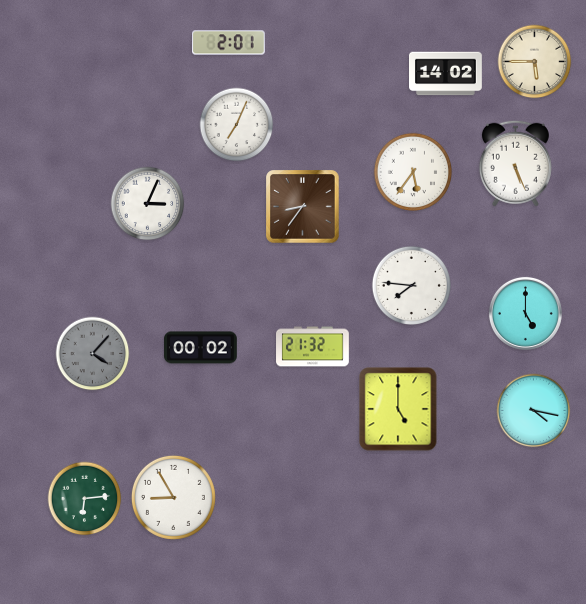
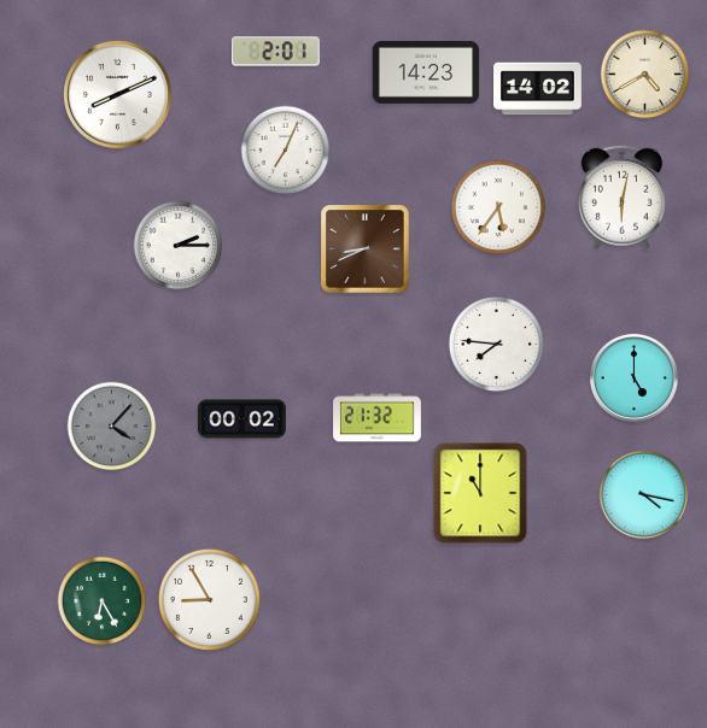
clock at (426, 72): none -> 14:23
clock at (535, 62): 5:45 -> 4:40
clock at (118, 95): none -> 8:11
clock at (515, 163): 5:26 -> 6:02
clock at (148, 204): 3:04 -> 2:15
clock at (303, 207): 8:36 -> 8:41
clock at (398, 409): 5:00 -> 11:00
clock at (85, 499): 6:14 -> 6:25
